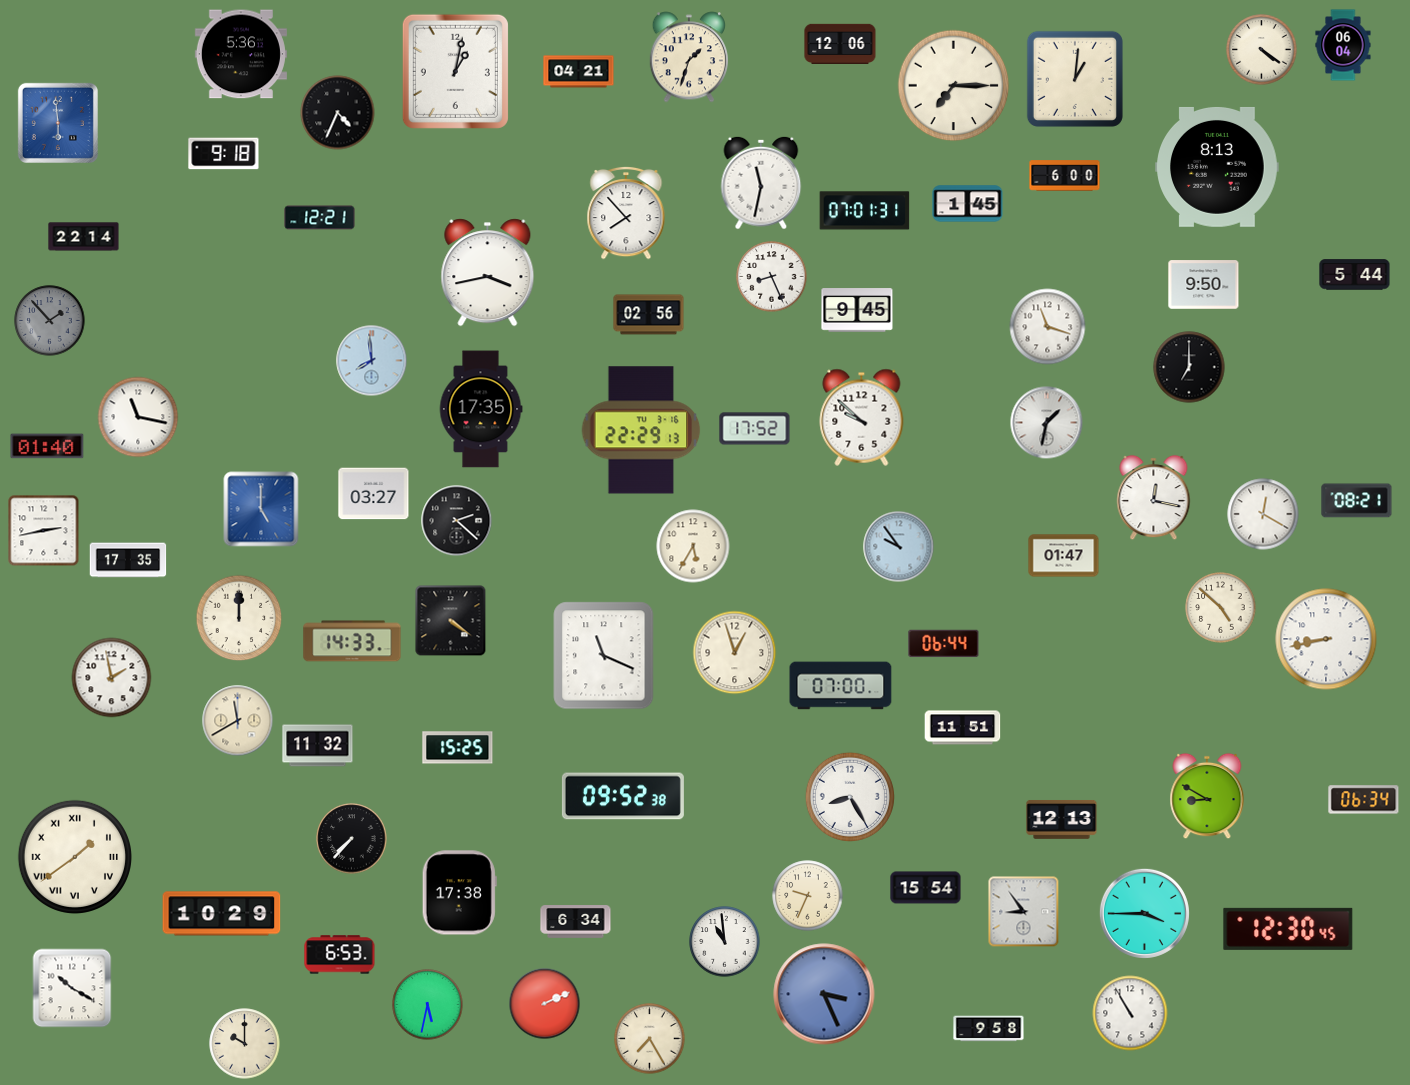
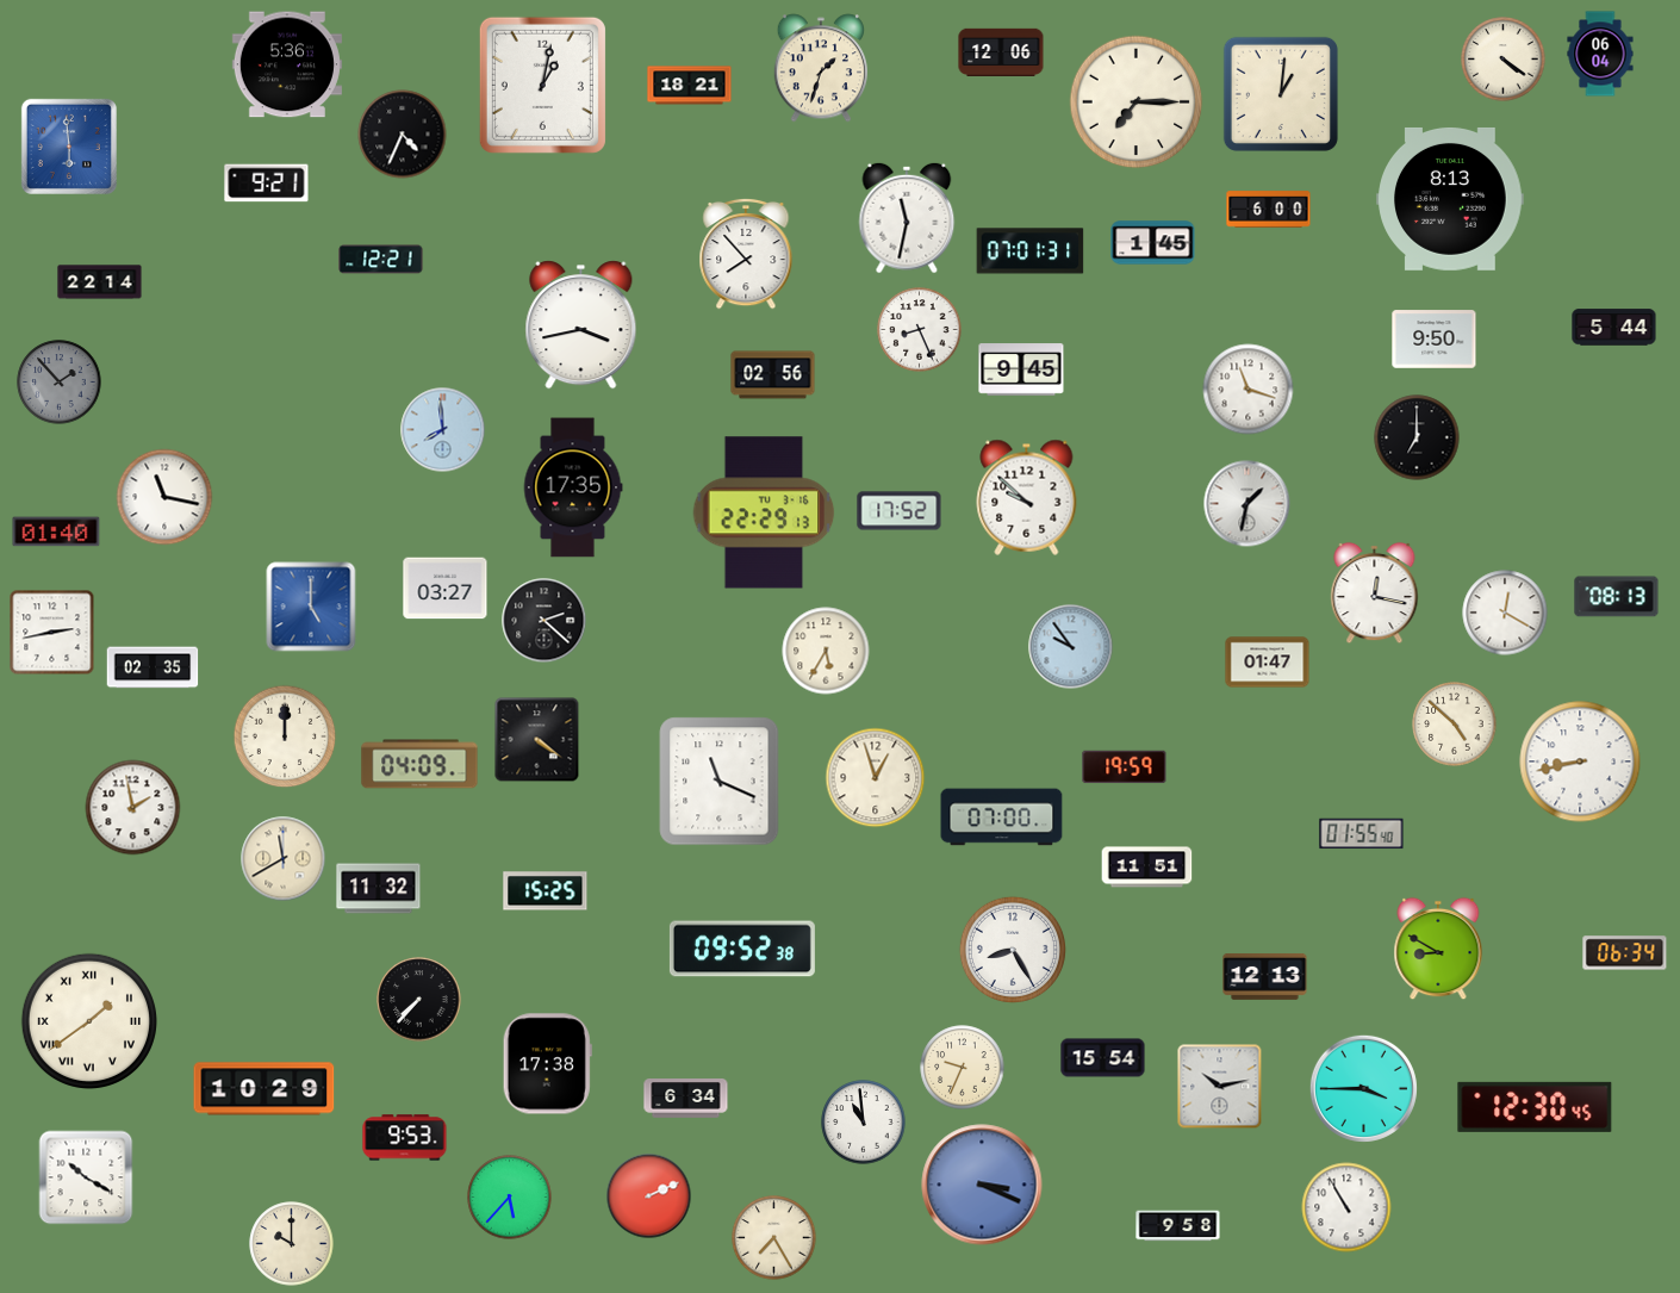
clock at (579, 72): 04:21 -> 18:21
clock at (224, 154): 9:18 -> 9:21
clock at (1357, 501): 08:21 -> 08:13
clock at (899, 547) position: (899, 547) -> (1071, 647)
clock at (128, 560): 17:35 -> 02:35
clock at (352, 641): 14:33 -> 04:09
clock at (944, 644): 06:44 -> 19:59
clock at (1362, 834): none -> 01:55
clock at (1024, 912): 8:54 -> 10:13
clock at (340, 955): 6:53 -> 9:53
clock at (824, 994): 3:26 -> 3:19
clock at (428, 1005): 5:32 -> 5:37
